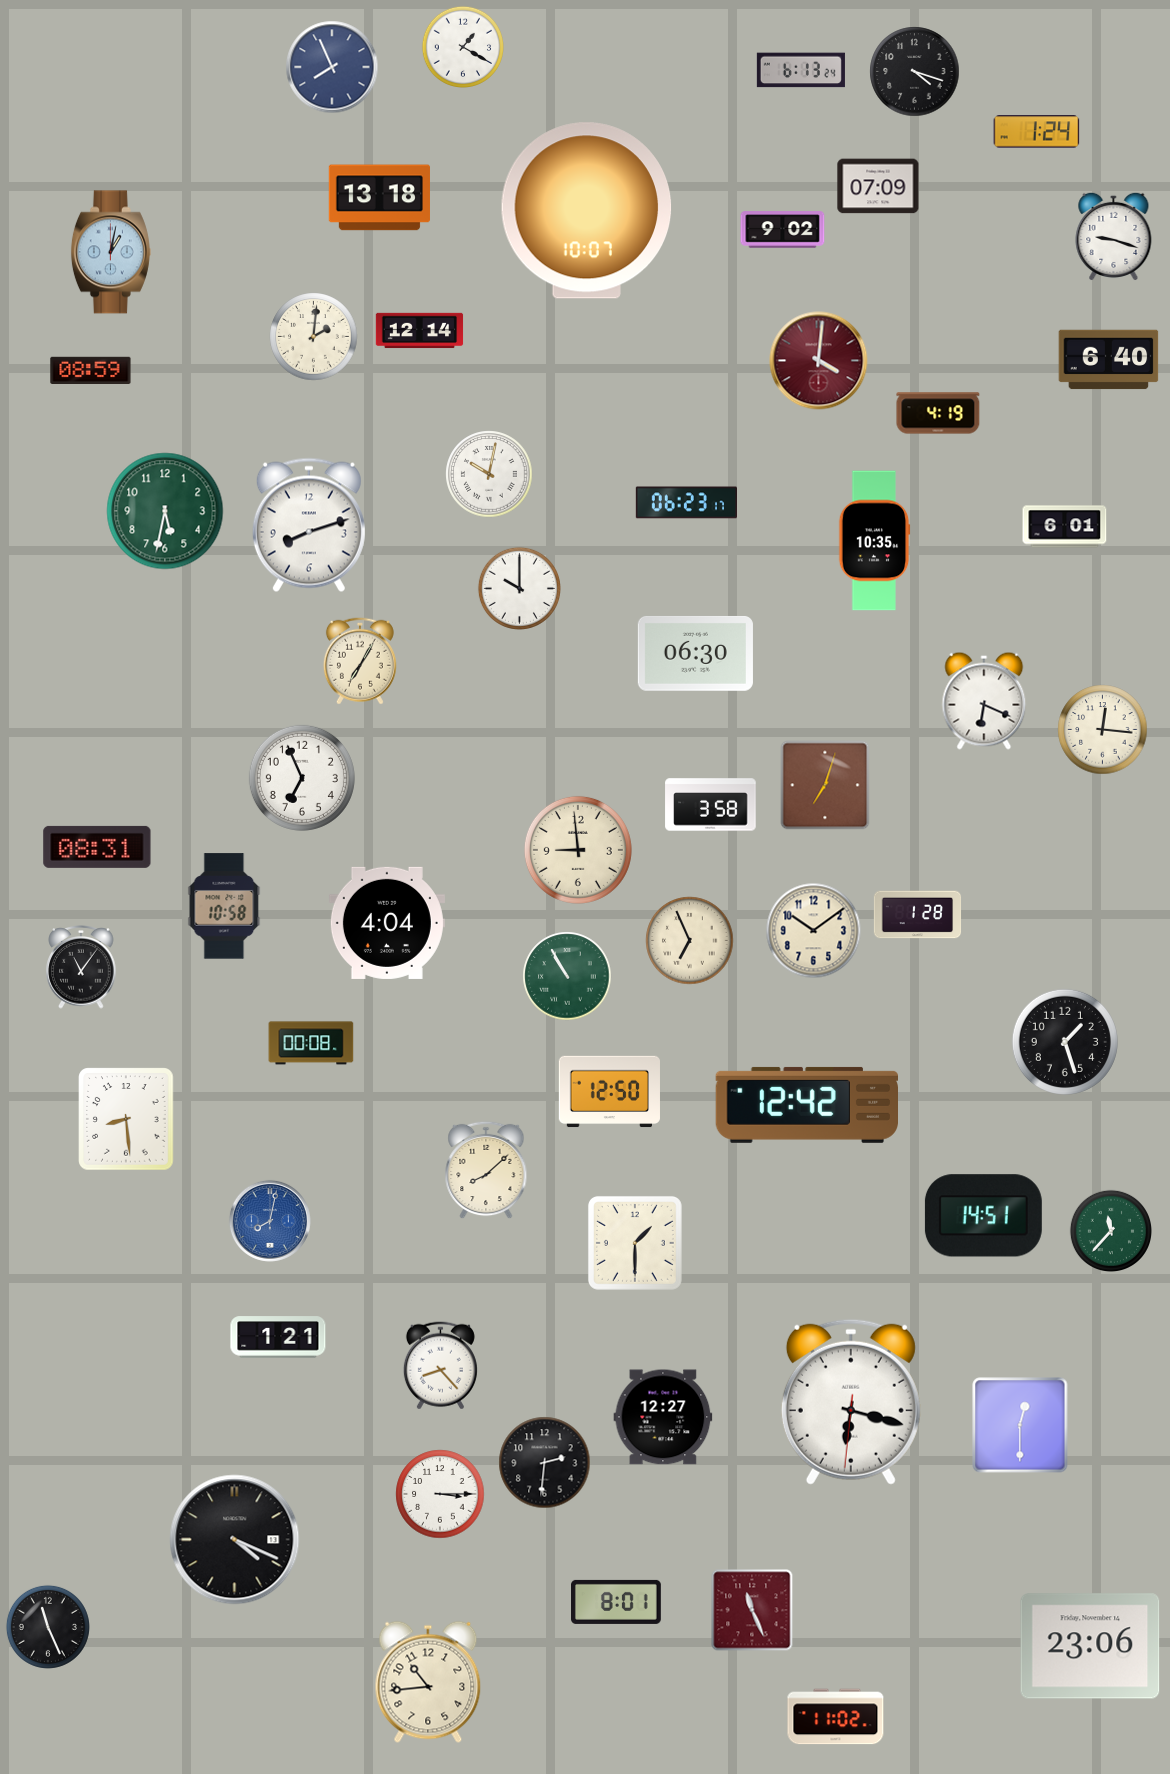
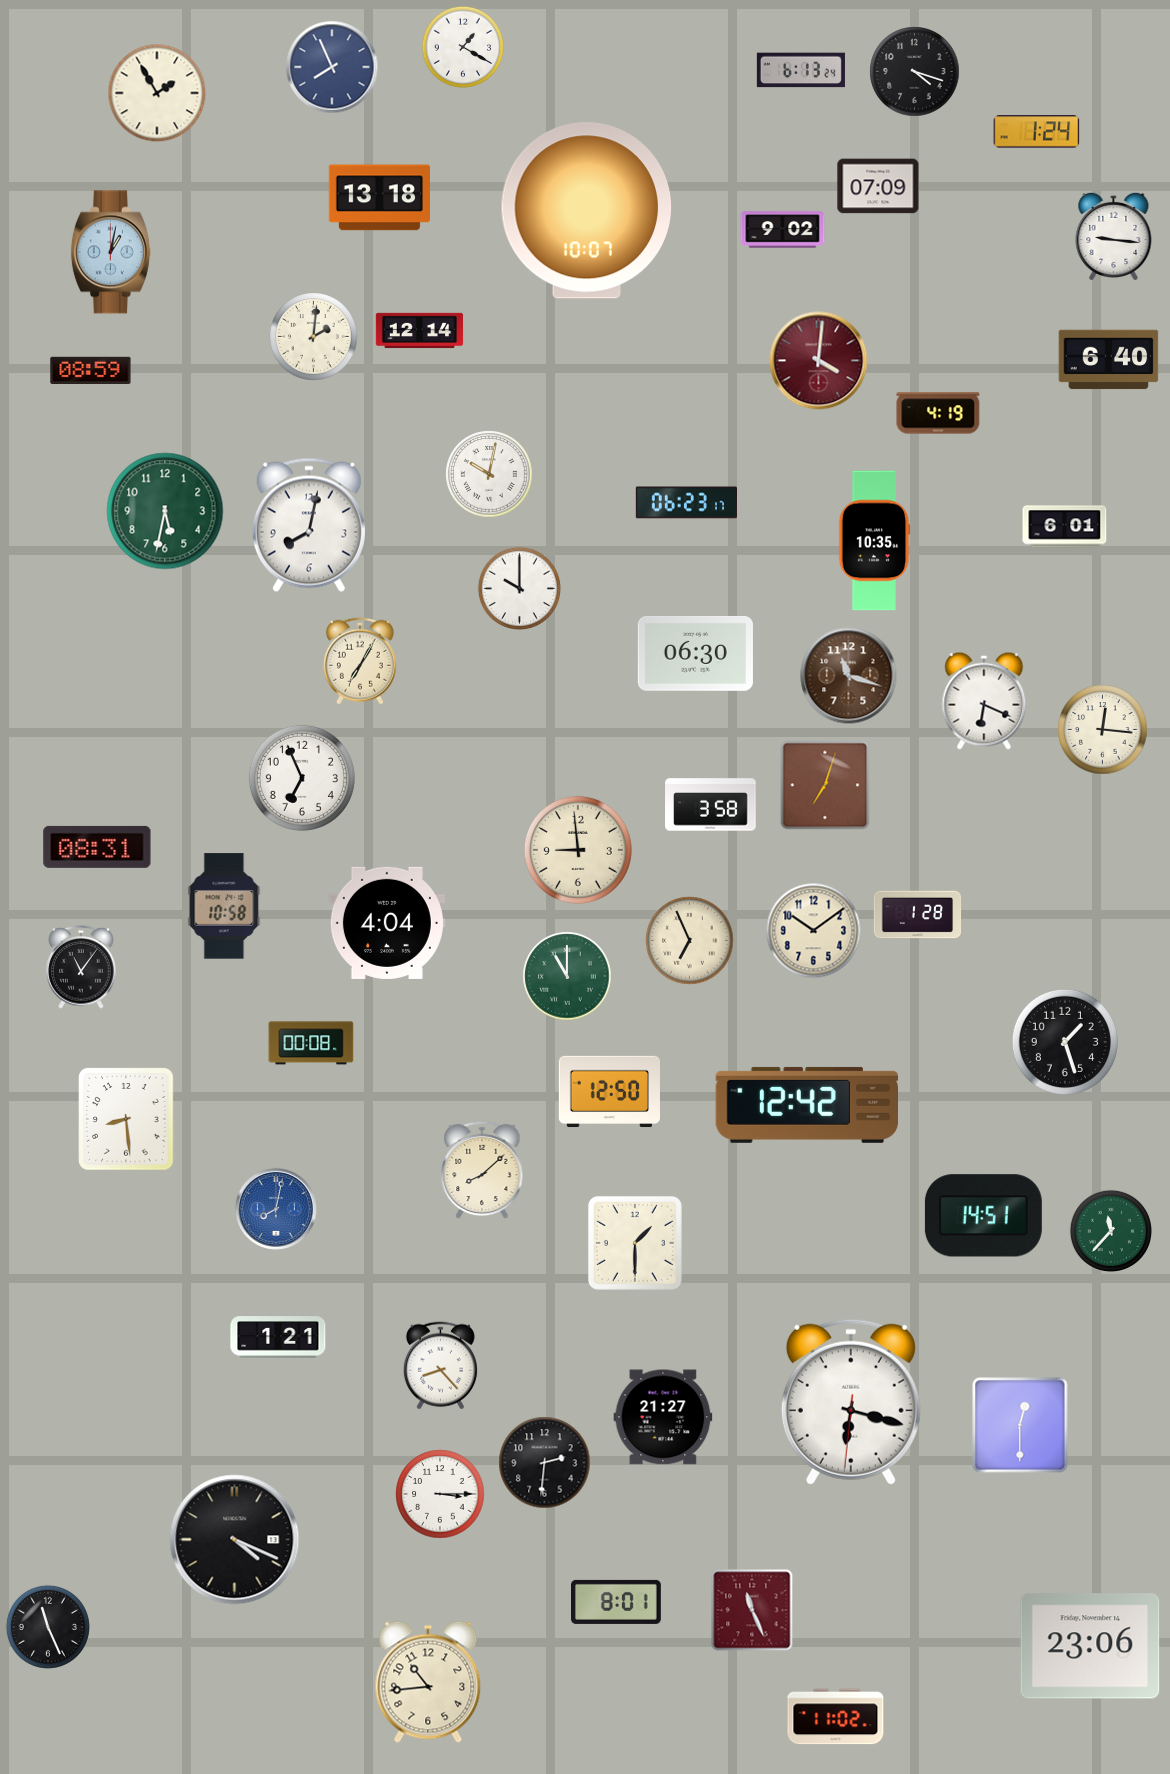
clock at (157, 93): none -> 1:55
clock at (1114, 236): 9:18 -> 9:16
clock at (309, 525): 8:12 -> 8:02
clock at (849, 676): none -> 11:18
clock at (567, 976): 10:55 -> 11:00
clock at (486, 1170) position: (486, 1170) -> (482, 1170)
clock at (270, 1221) position: (270, 1221) -> (276, 1209)
clock at (663, 1417): 12:27 -> 21:27
